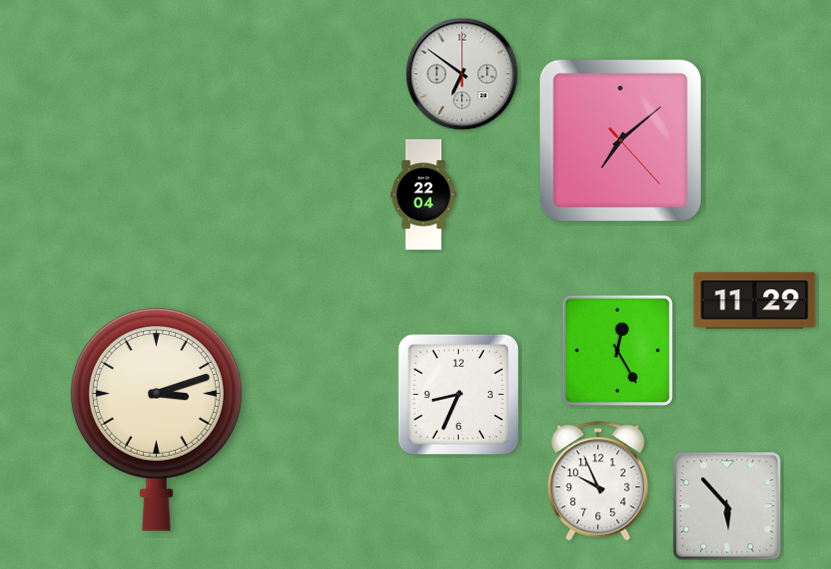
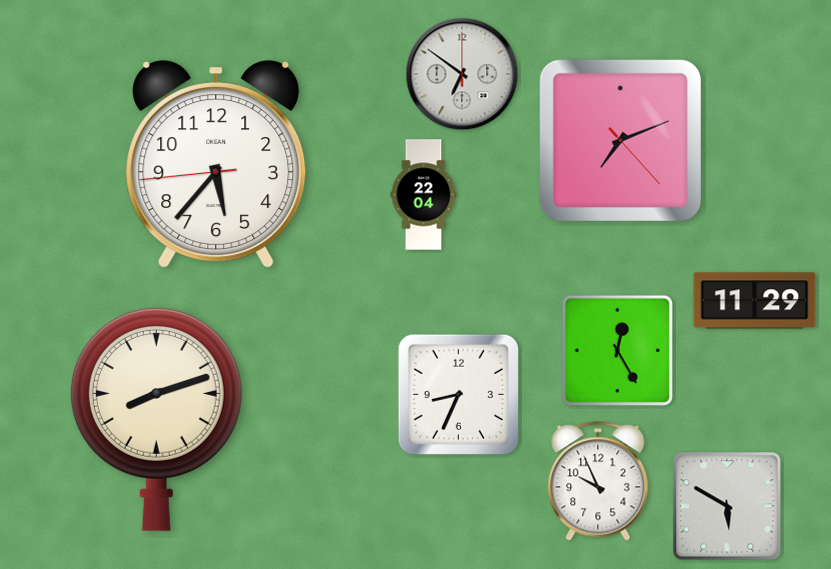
clock at (620, 140): 7:08 -> 7:11
clock at (216, 164): none -> 5:36
clock at (156, 419): 3:12 -> 8:12
clock at (727, 506): 5:53 -> 5:50
